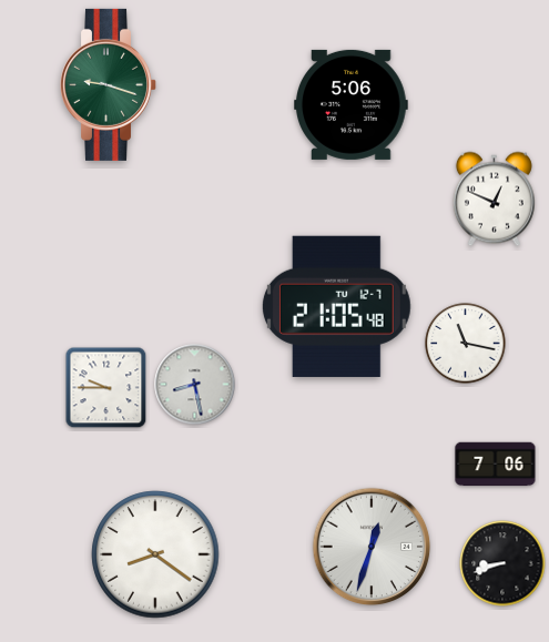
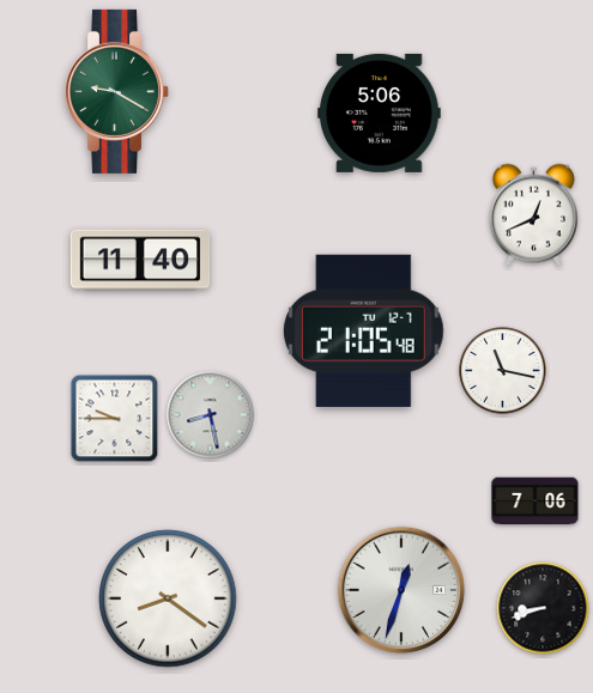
clock at (109, 84): 9:18 -> 9:20
clock at (494, 200): 12:49 -> 12:41
clock at (140, 260): none -> 11:40
